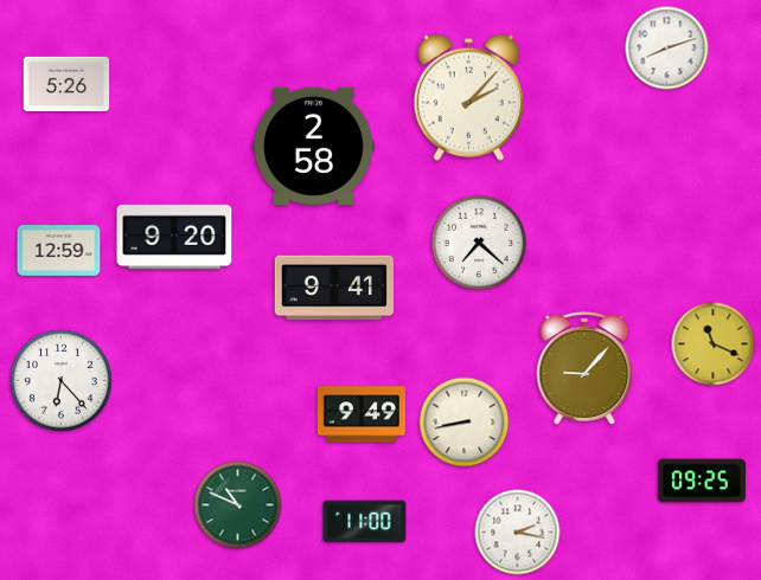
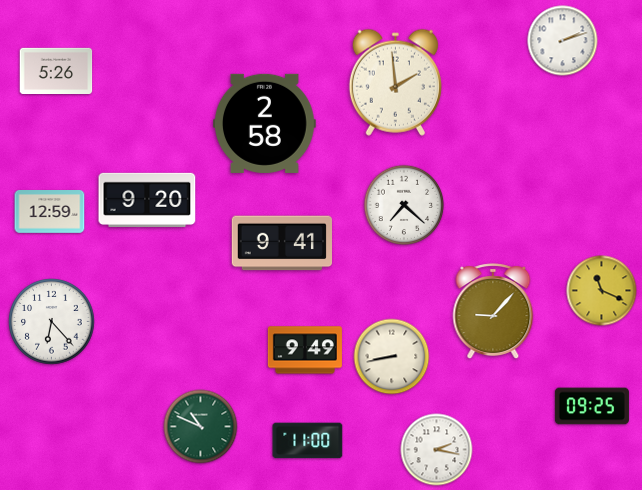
clock at (667, 49): 8:12 -> 2:12
clock at (468, 97): 2:07 -> 1:59
